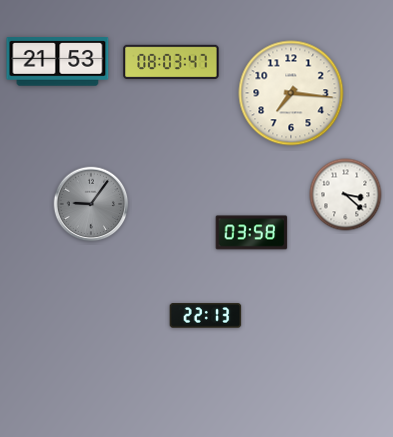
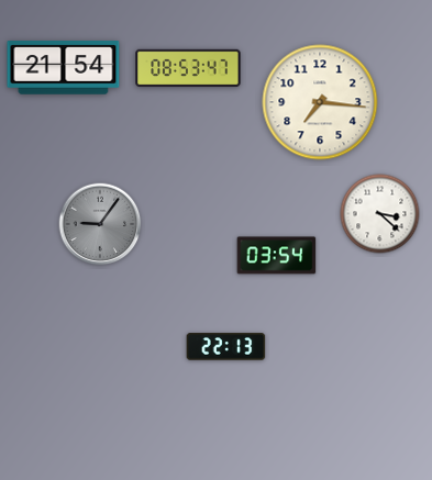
clock at (58, 62): 21:53 -> 21:54
clock at (171, 62): 08:03 -> 08:53
clock at (252, 233): 03:58 -> 03:54
